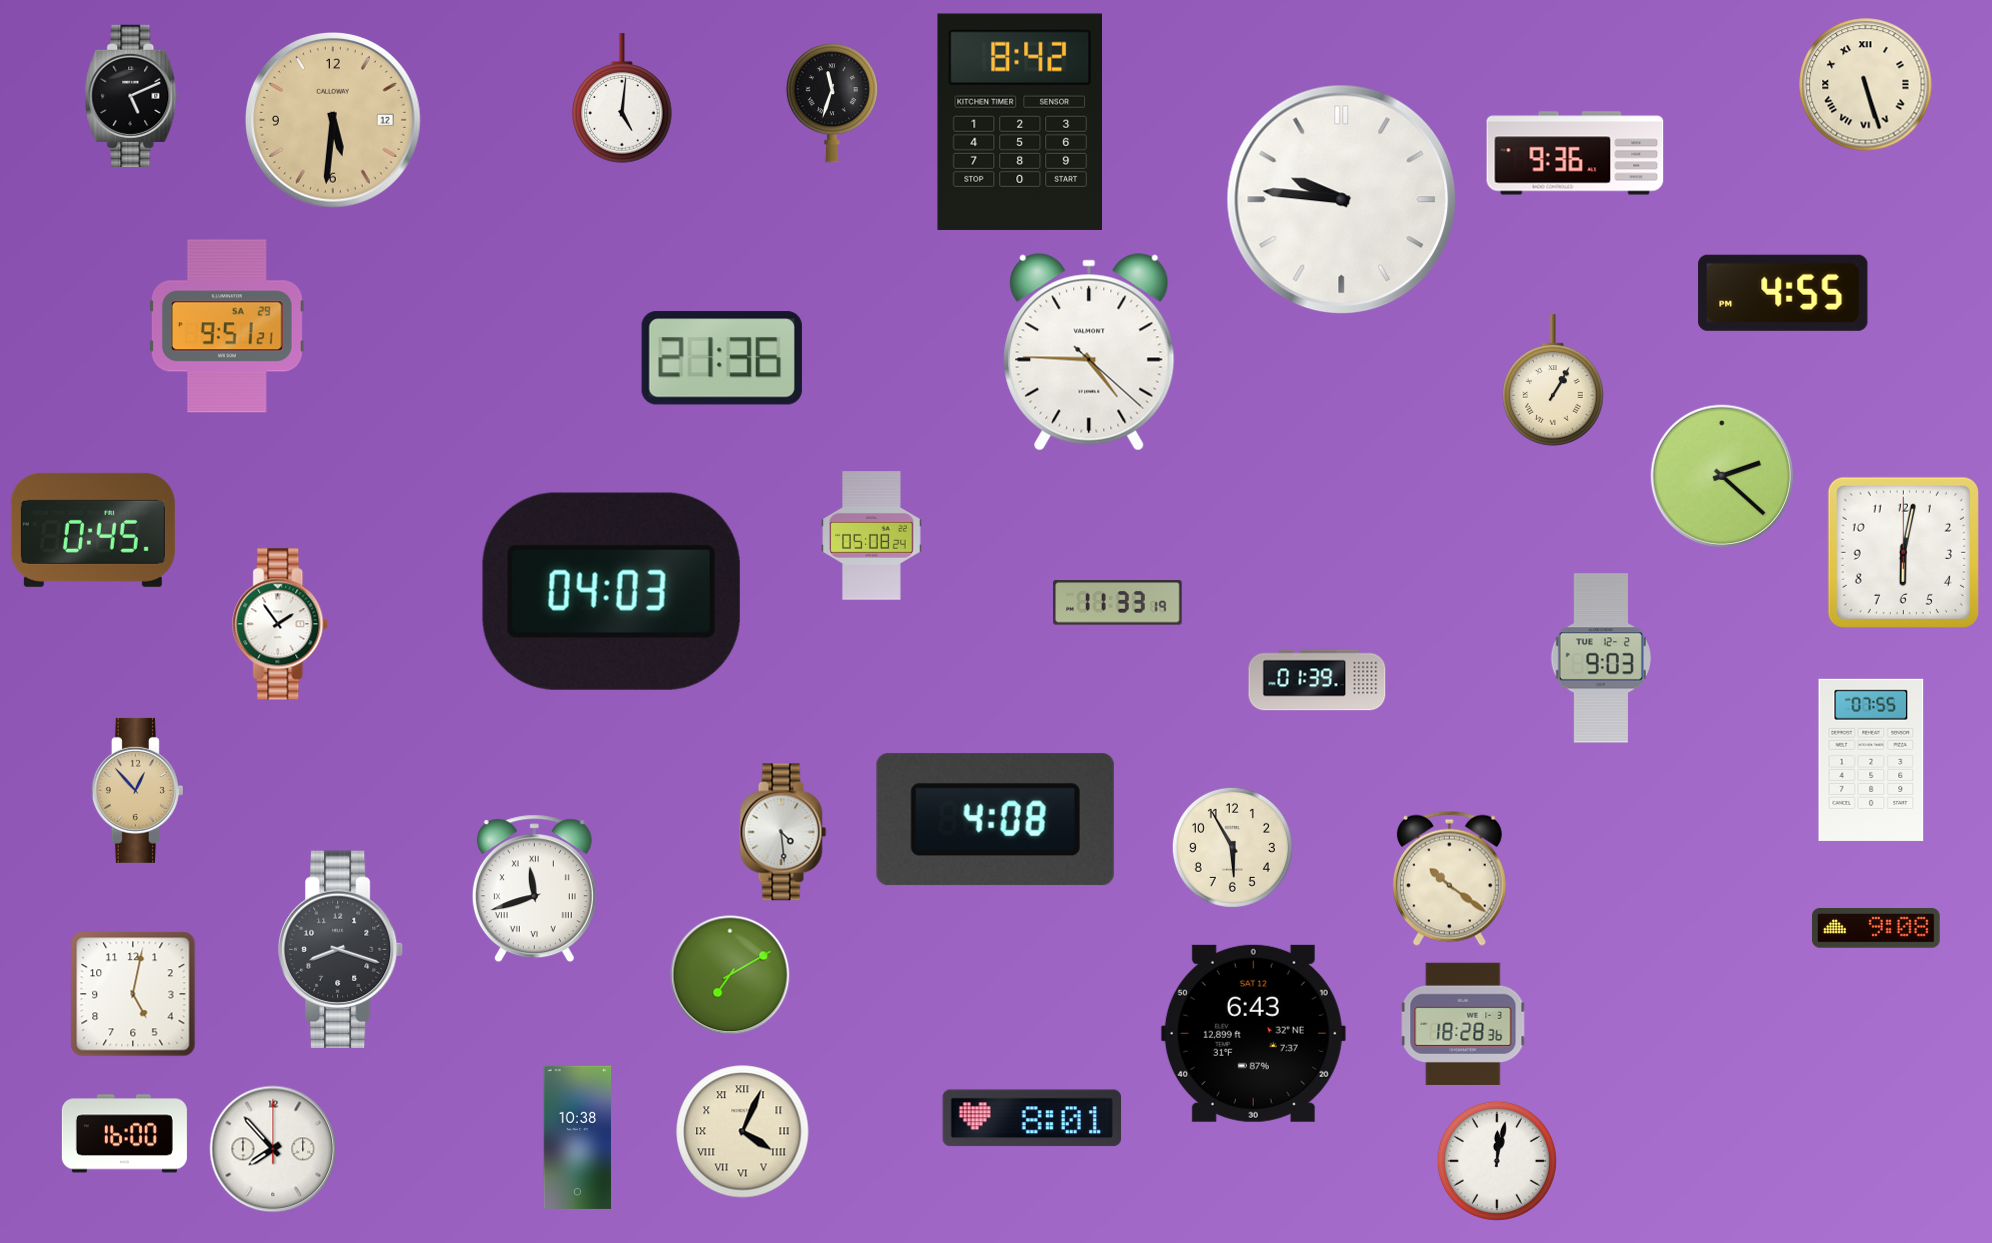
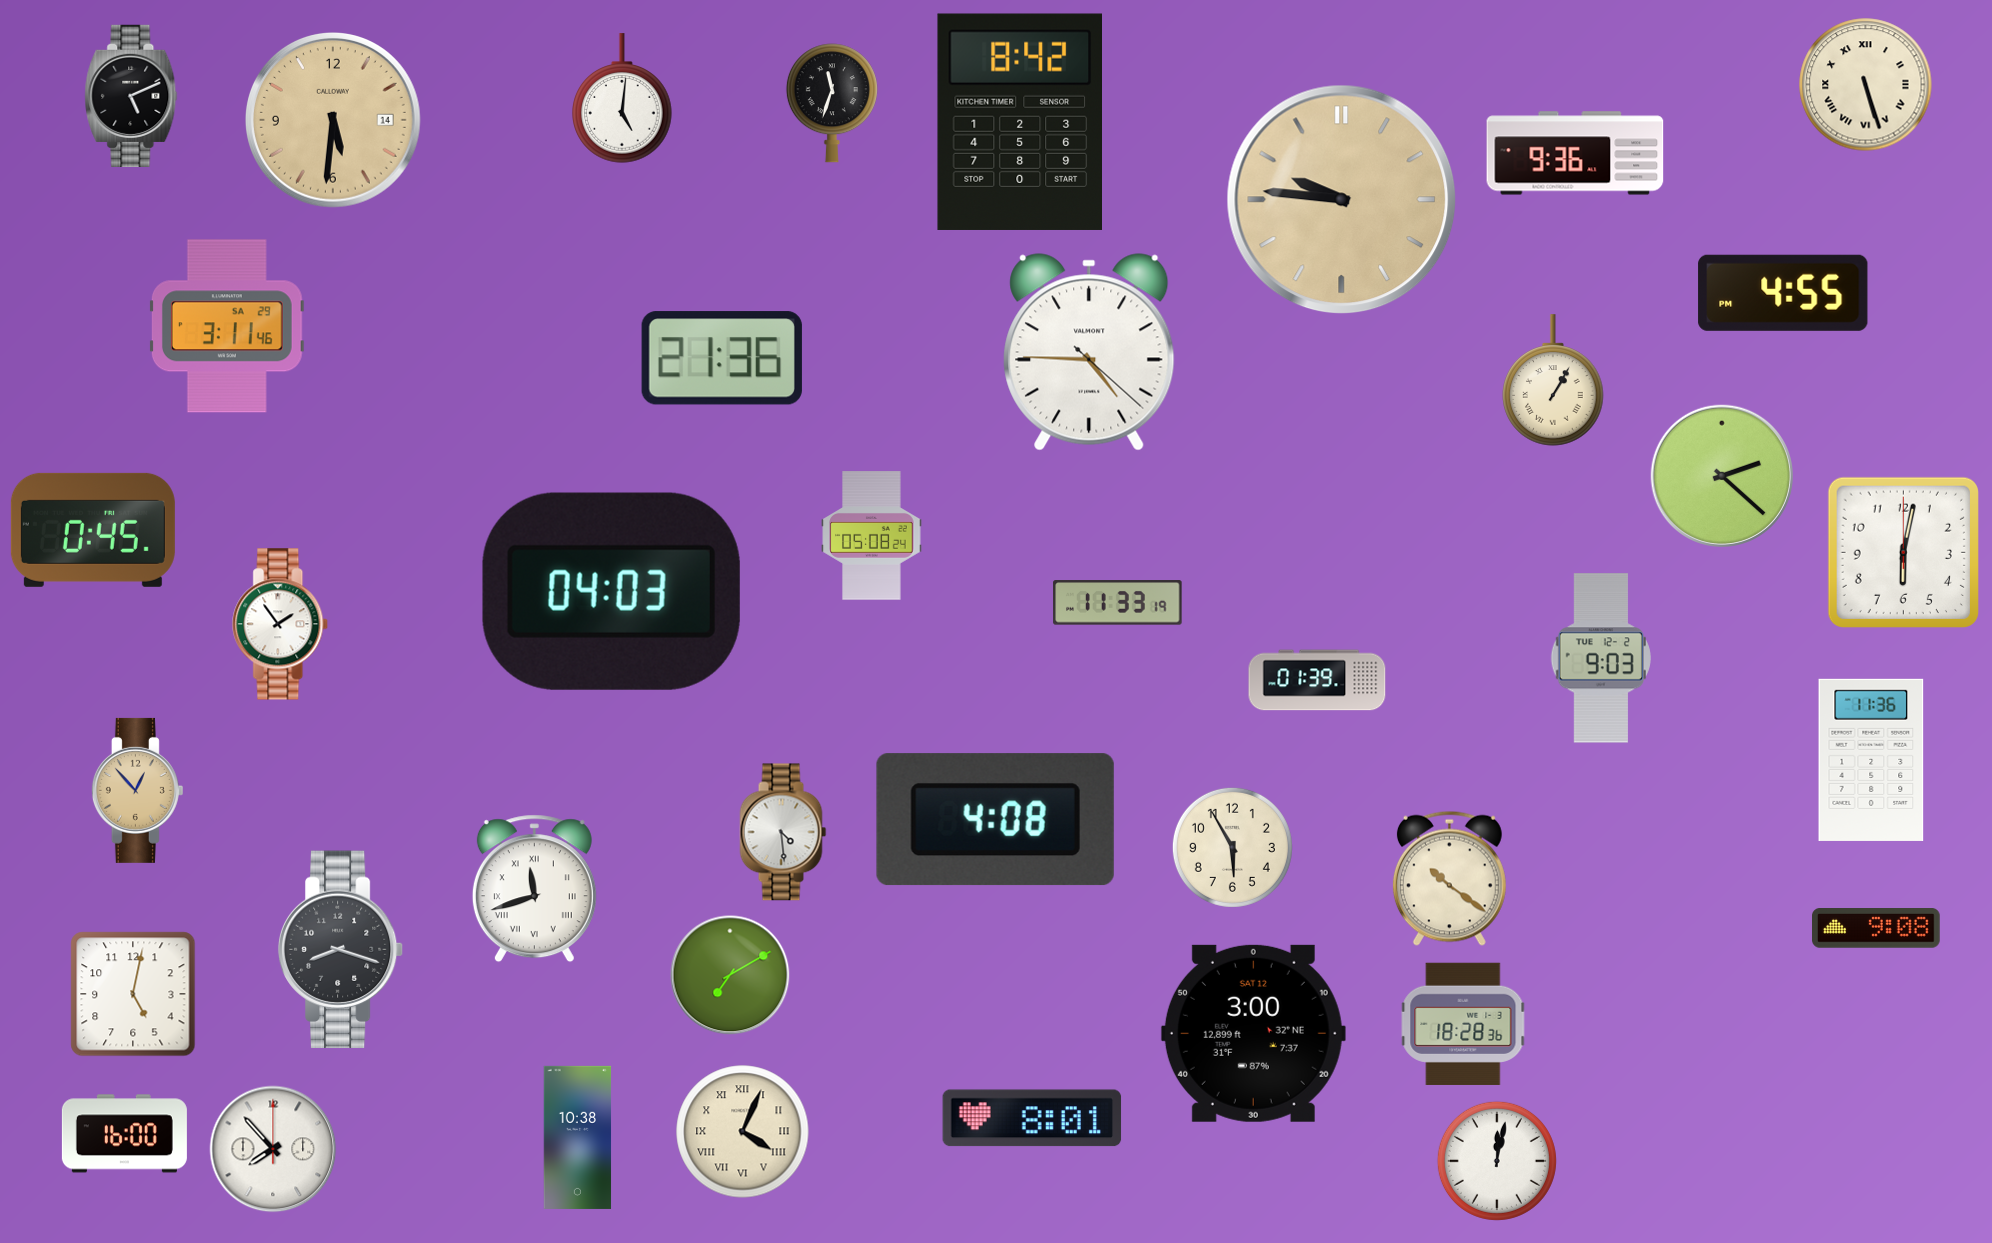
clock at (334, 121) date: 12 -> 14
clock at (1342, 200) dial: white -> champagne
clock at (227, 326): 9:51 -> 3:11
clock at (1871, 760): 07:55 -> 11:36
clock at (1253, 1033): 6:43 -> 3:00
